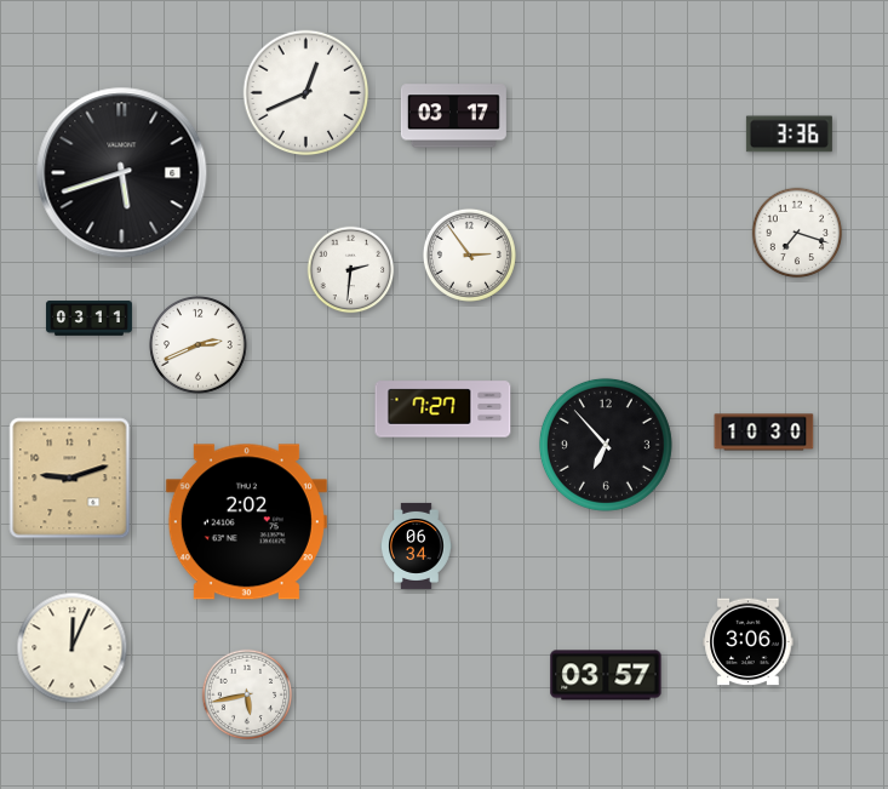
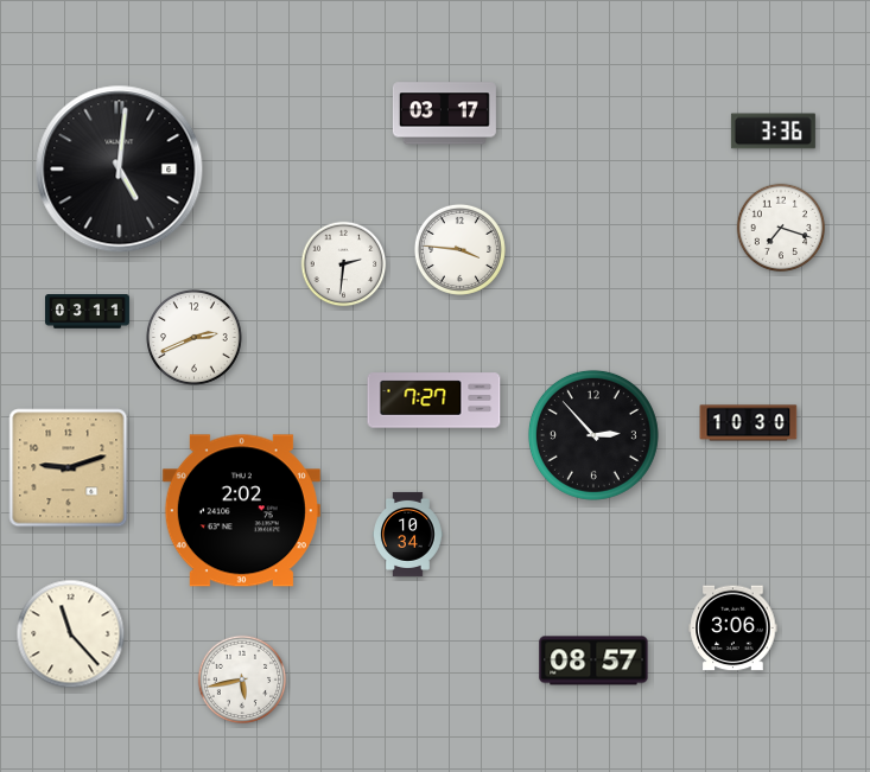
clock at (306, 93): 12:41 -> none
clock at (122, 173): 5:42 -> 5:01
clock at (469, 255): 2:54 -> 3:46
clock at (606, 445): 6:53 -> 2:53
clock at (417, 545): 06:34 -> 10:34
clock at (73, 648): 12:04 -> 11:23
clock at (606, 675): 03:57 -> 08:57
